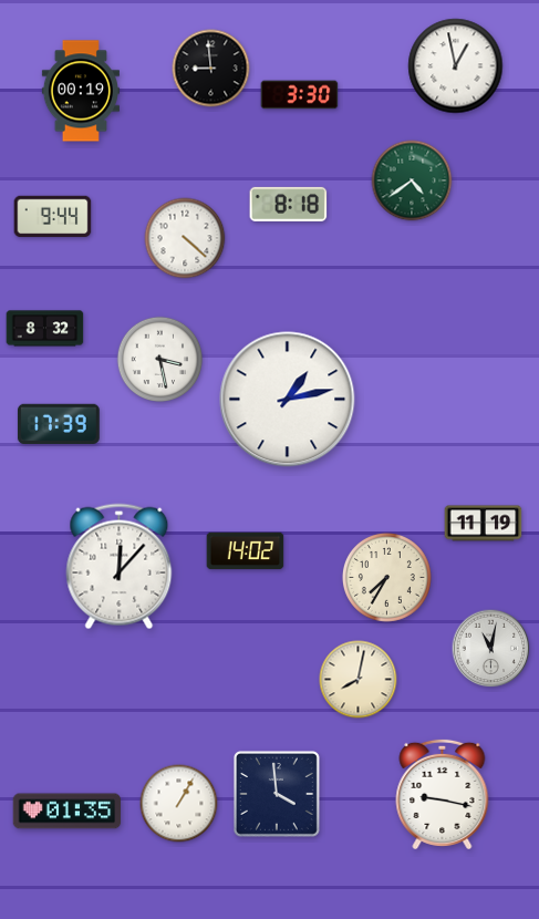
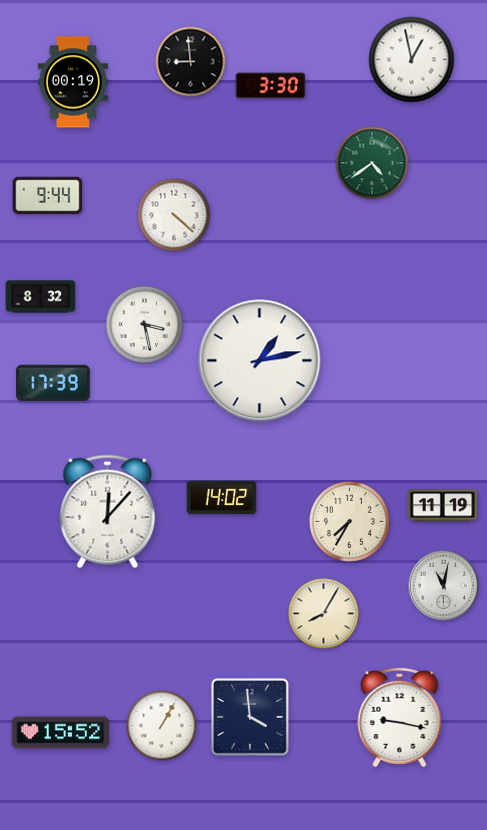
clock at (289, 204): 8:18 -> none
clock at (185, 238) position: (185, 238) -> (174, 215)
clock at (484, 524) position: (484, 524) -> (443, 506)
clock at (359, 680): 8:02 -> 8:05
clock at (68, 812): 01:35 -> 15:52
